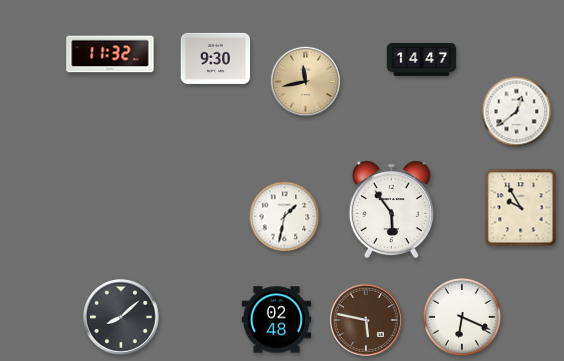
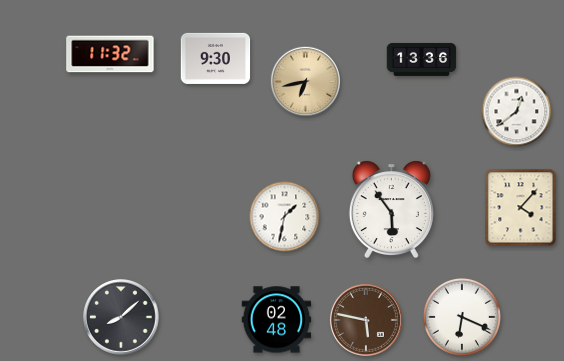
clock at (422, 59): 14:47 -> 13:36
clock at (305, 81): 11:43 -> 6:43
clock at (521, 208): 9:55 -> 4:07
